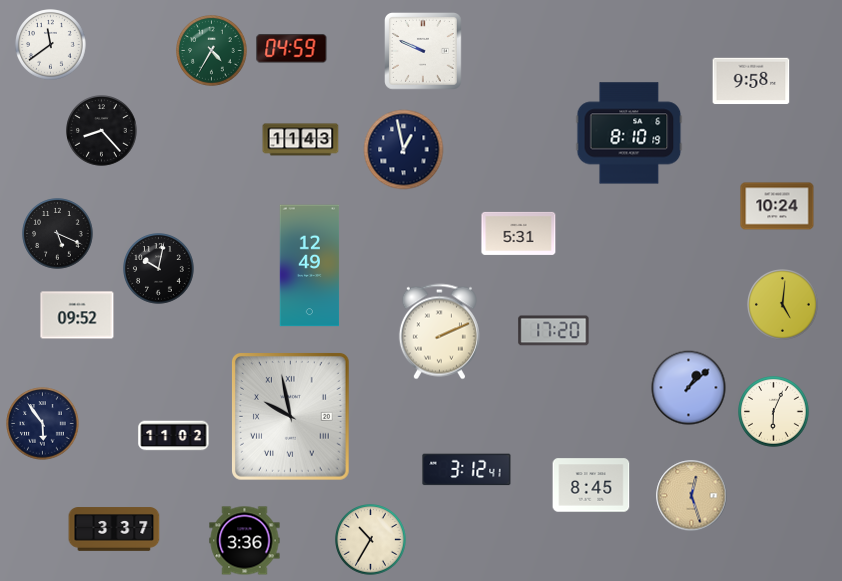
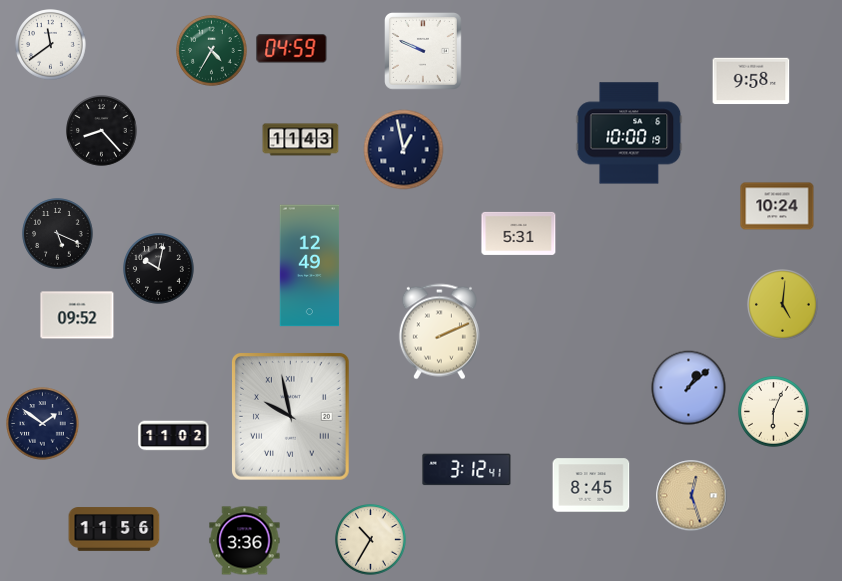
clock at (629, 133): 8:10 -> 10:00
clock at (554, 331): 17:20 -> none
clock at (43, 424): 5:54 -> 1:51
clock at (114, 529): 3:37 -> 11:56
